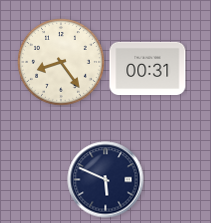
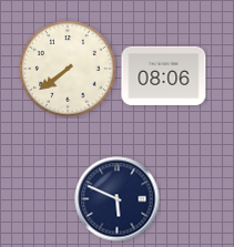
clock at (62, 63): 8:24 -> 7:39
clock at (148, 68): 00:31 -> 08:06
